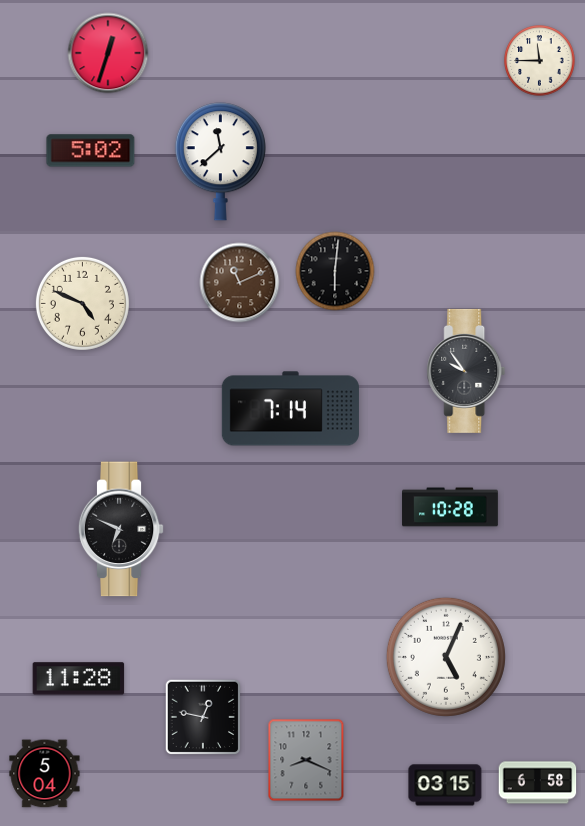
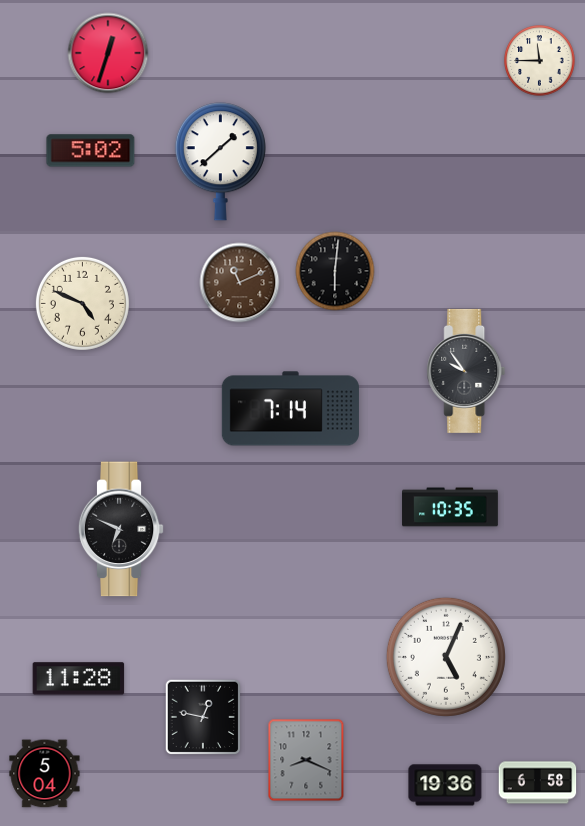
clock at (220, 162): 11:38 -> 1:38
clock at (450, 507): 10:28 -> 10:35
clock at (445, 785): 03:15 -> 19:36
